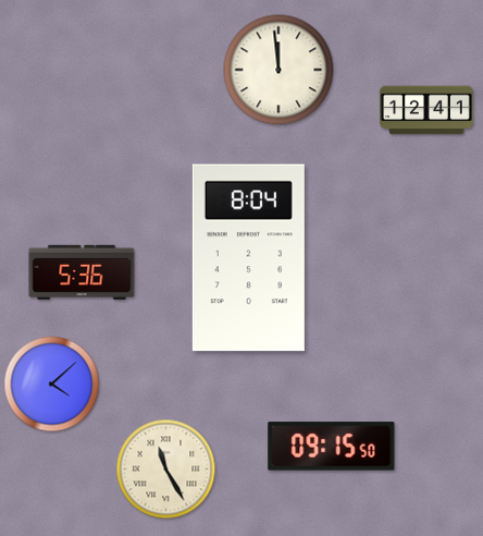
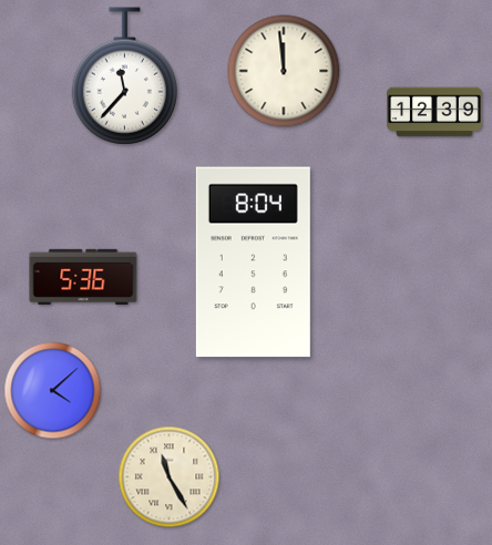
clock at (124, 76): none -> 11:37
clock at (426, 110): 12:41 -> 12:39
clock at (332, 447): 09:15 -> none
